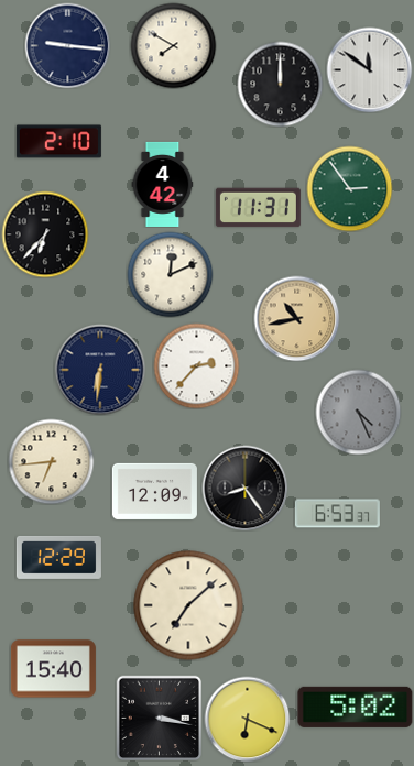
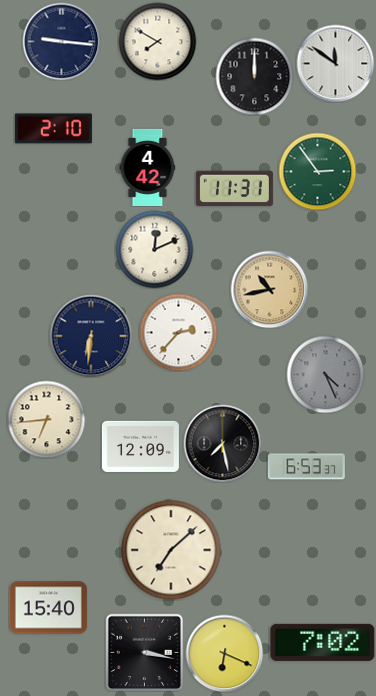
clock at (45, 234): 6:37 -> none
clock at (244, 488): 8:24 -> 7:28
clock at (58, 557): 12:29 -> none
clock at (356, 707): 5:02 -> 7:02
